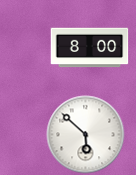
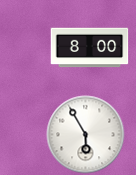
clock at (85, 134): 5:52 -> 5:55
